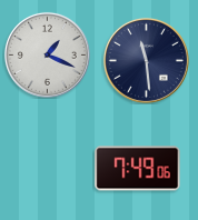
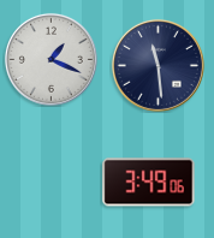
clock at (138, 169): 7:49 -> 3:49
